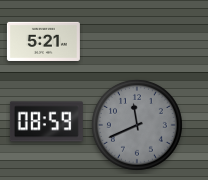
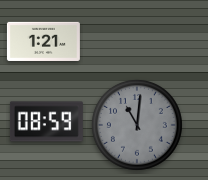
clock at (43, 41): 5:21 -> 1:21
clock at (137, 125): 11:41 -> 11:01
